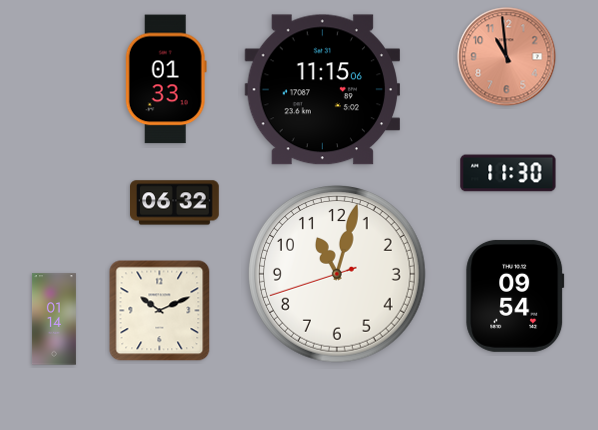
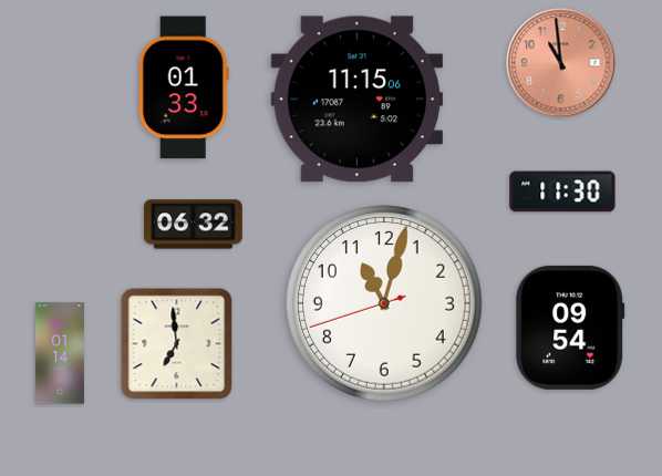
clock at (338, 275) position: (338, 275) -> (385, 304)
clock at (160, 311): 10:11 -> 6:59
